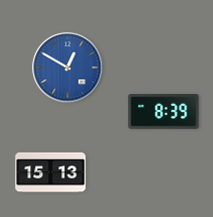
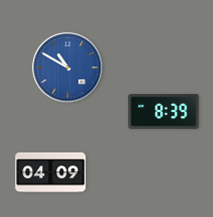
clock at (68, 68): 12:50 -> 10:50
clock at (51, 173): 15:13 -> 04:09
